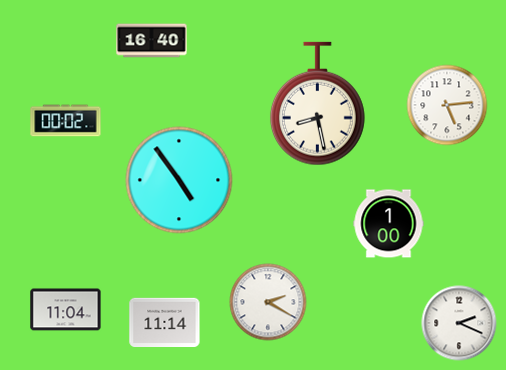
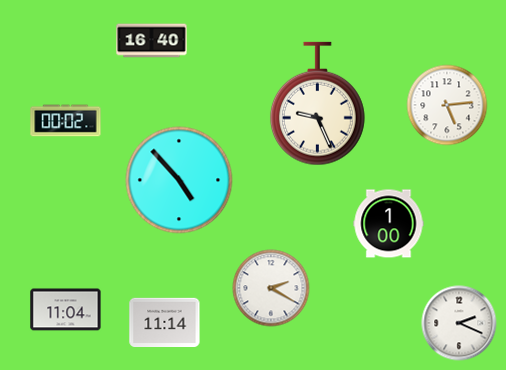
clock at (317, 104): 8:28 -> 9:26
clock at (179, 180): 4:54 -> 4:53
clock at (268, 302) position: (268, 302) -> (271, 288)
